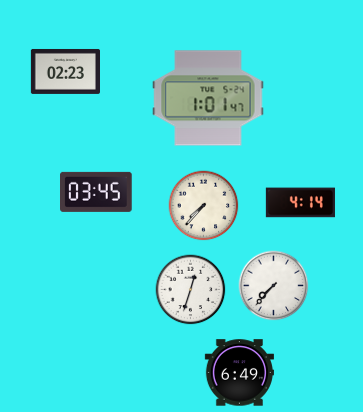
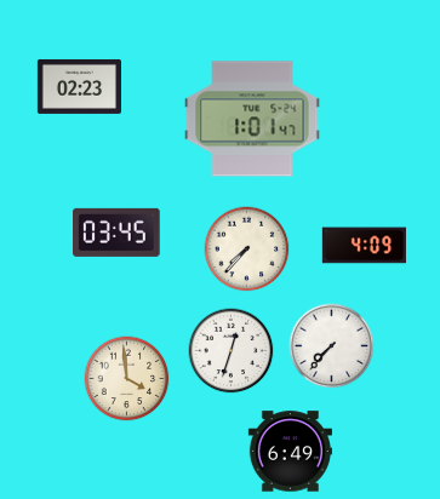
clock at (300, 203): 4:14 -> 4:09
clock at (127, 379): none -> 3:59
